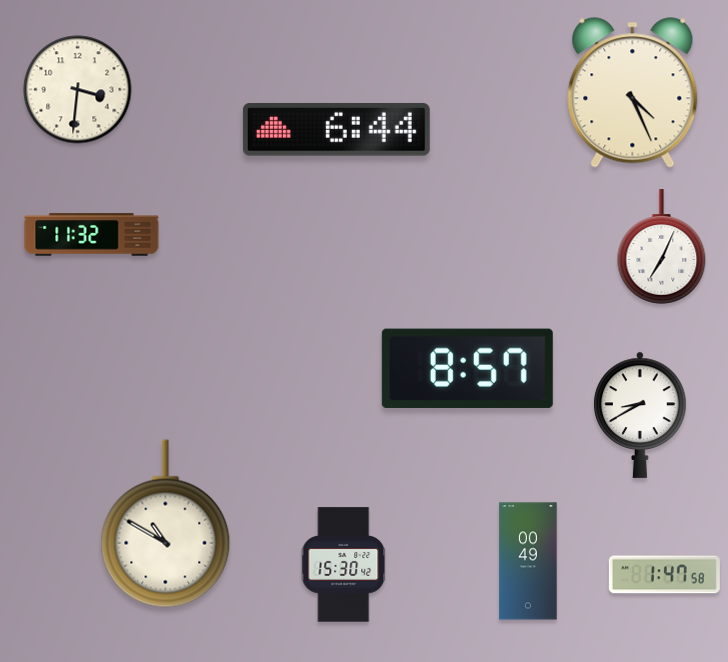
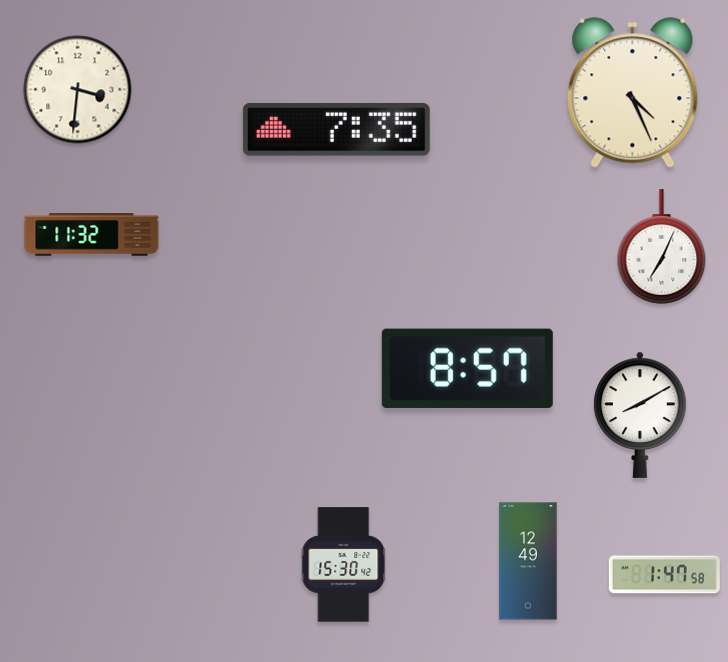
clock at (336, 130): 6:44 -> 7:35
clock at (640, 415): 8:40 -> 8:10
clock at (166, 524): 10:50 -> none
clock at (528, 561): 00:49 -> 12:49
